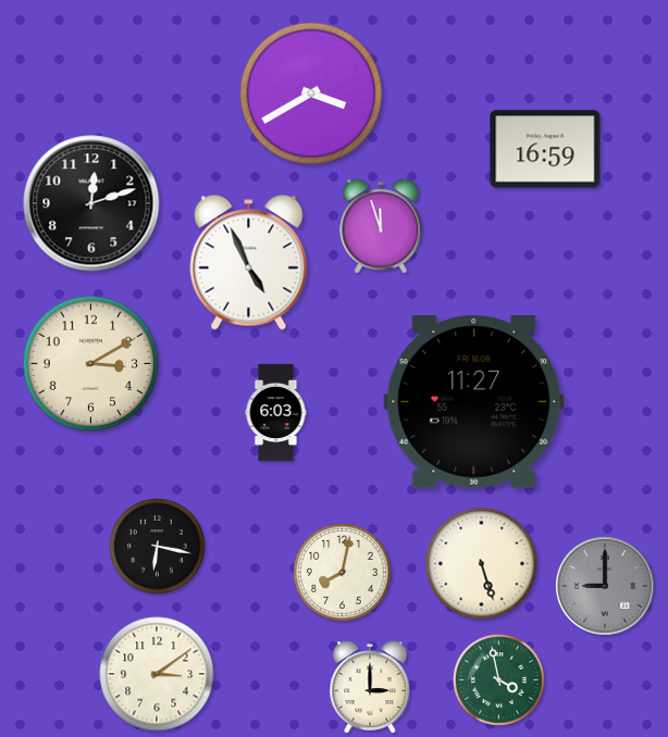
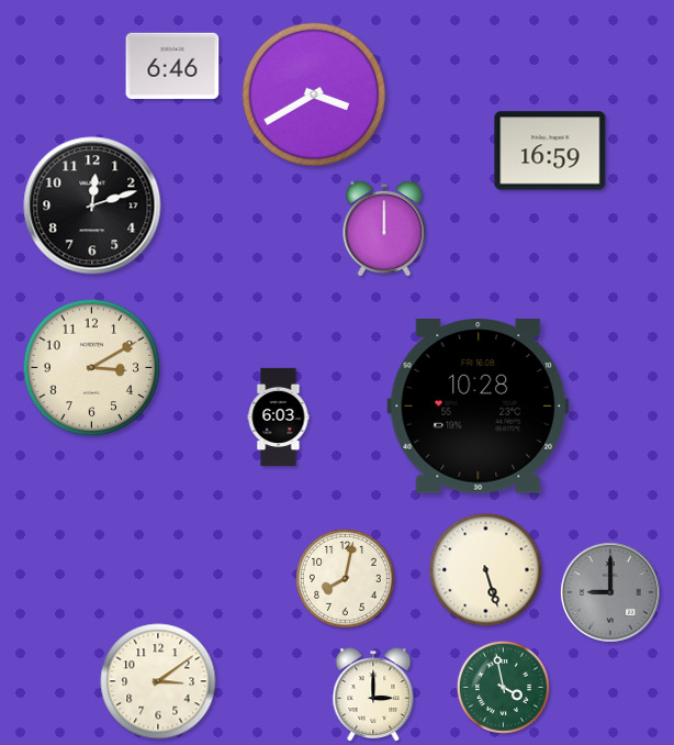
clock at (172, 66): none -> 6:46
clock at (381, 226): 11:57 -> 12:00
clock at (249, 263): 4:56 -> none
clock at (474, 402): 11:27 -> 10:28
clock at (158, 547): 6:17 -> none
